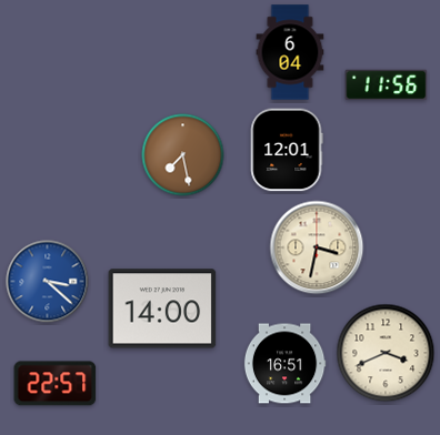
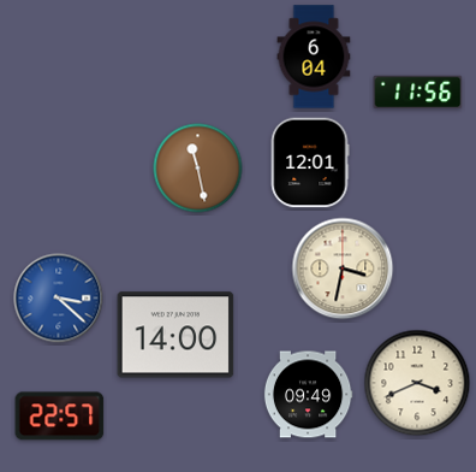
clock at (183, 155): 7:28 -> 11:28
clock at (48, 282) position: (48, 282) -> (59, 299)
clock at (284, 364): 16:51 -> 09:49
